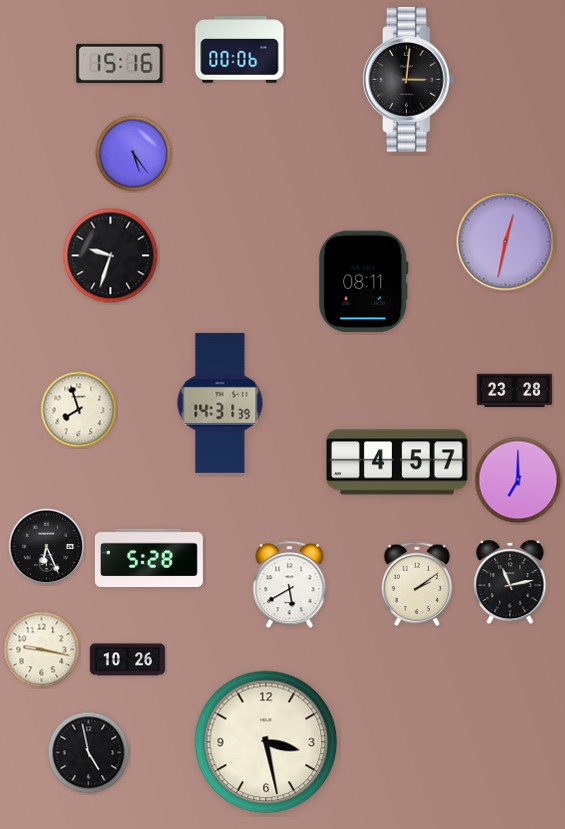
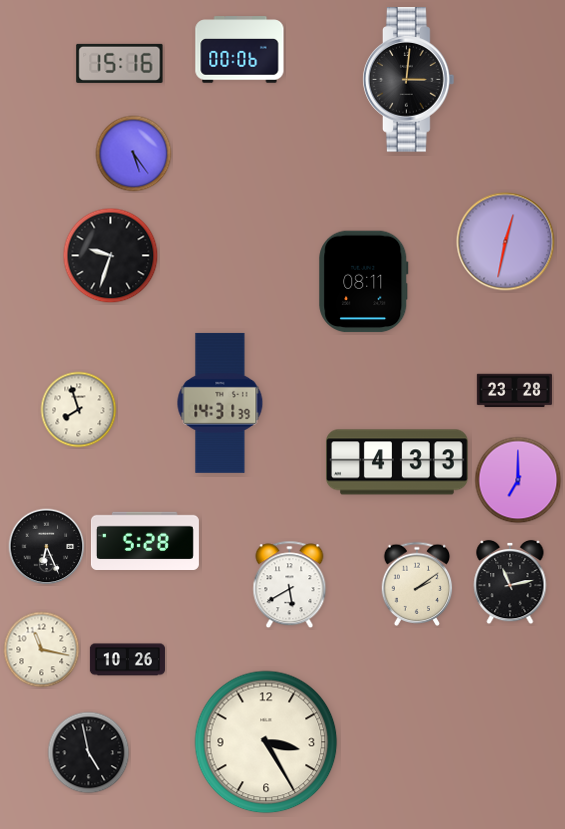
clock at (398, 462): 4:57 -> 4:33
clock at (149, 557) position: (149, 557) -> (145, 540)
clock at (42, 650): 9:17 -> 11:17
clock at (266, 742): 3:28 -> 3:25
